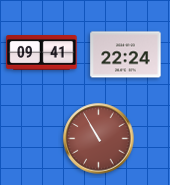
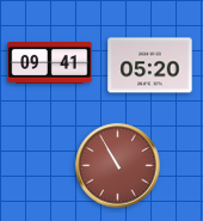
clock at (126, 55): 22:24 -> 05:20
